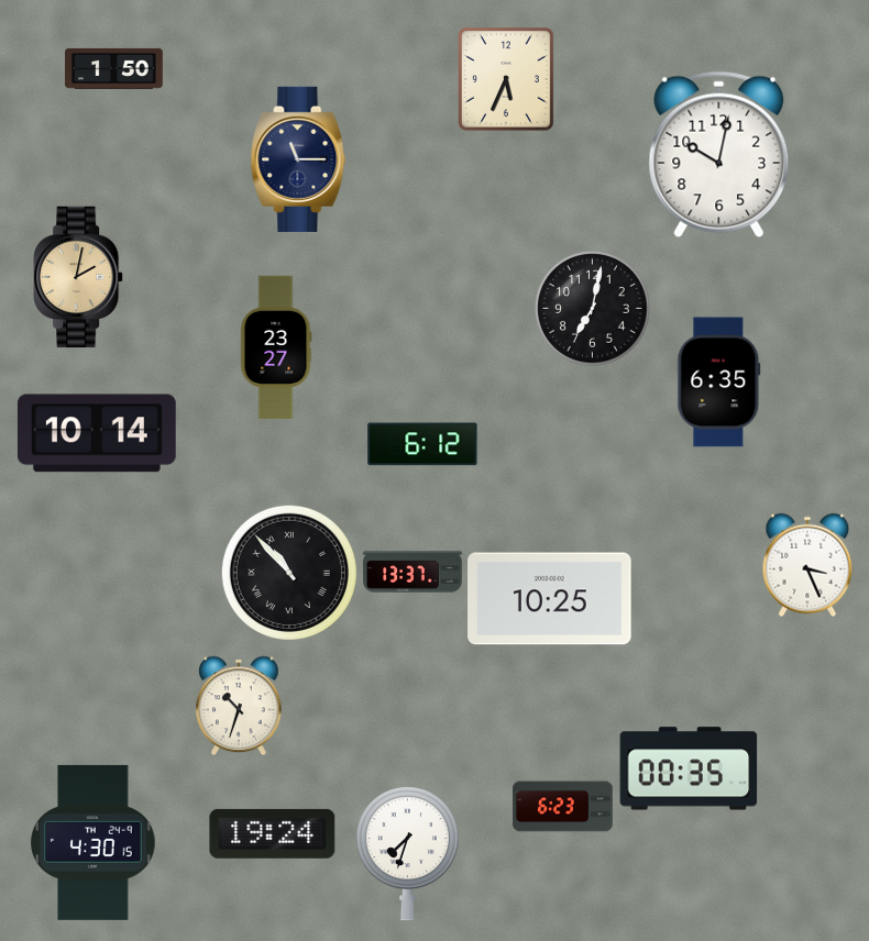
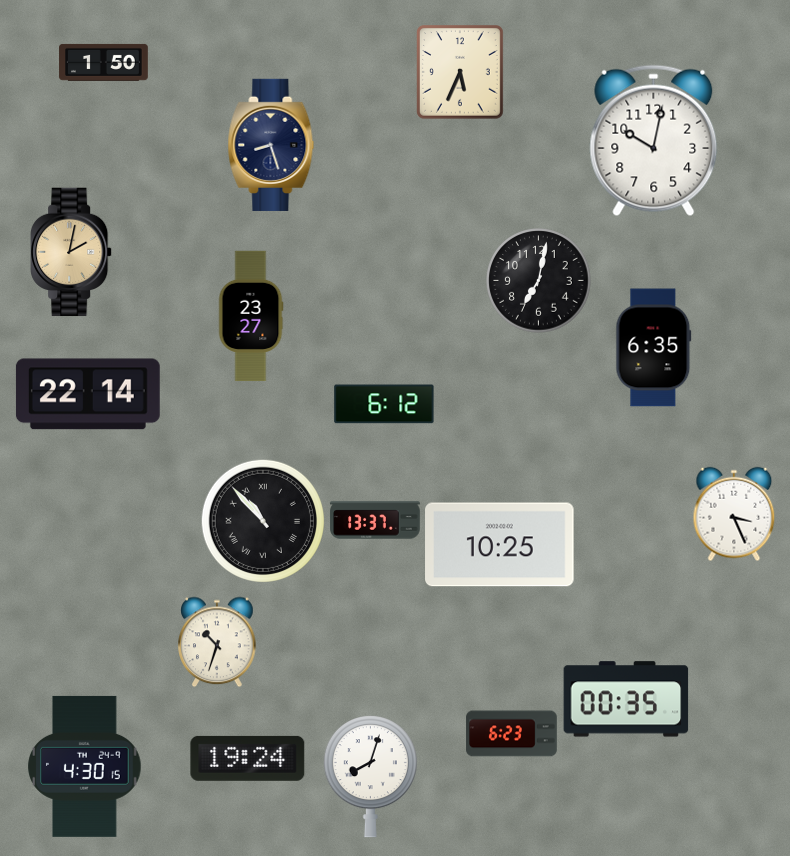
clock at (298, 159): 11:15 -> 8:27
clock at (97, 433): 10:14 -> 22:14
clock at (407, 854): 7:33 -> 8:03
